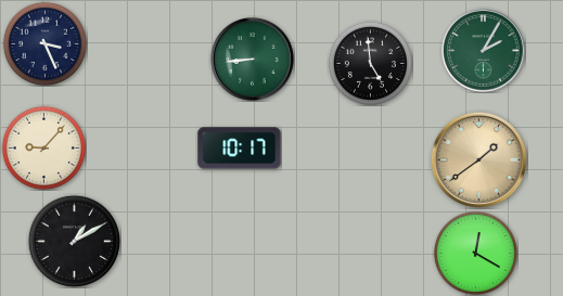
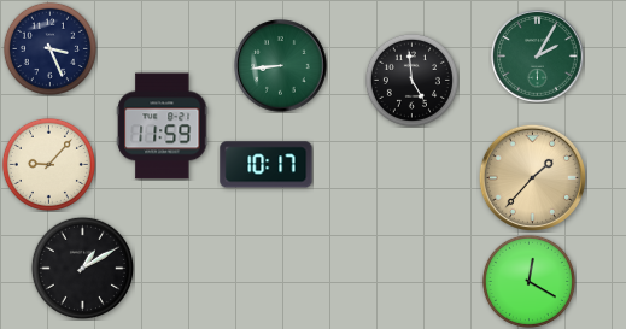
clock at (370, 63) position: (370, 63) -> (411, 80)
clock at (163, 127): none -> 11:59
clock at (478, 159): 1:39 -> 1:37
